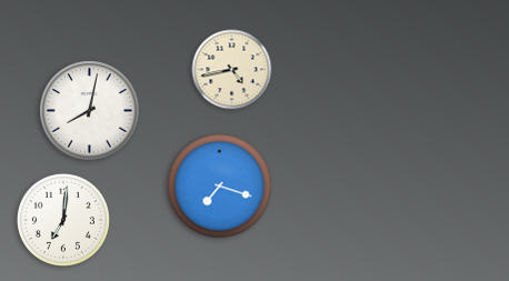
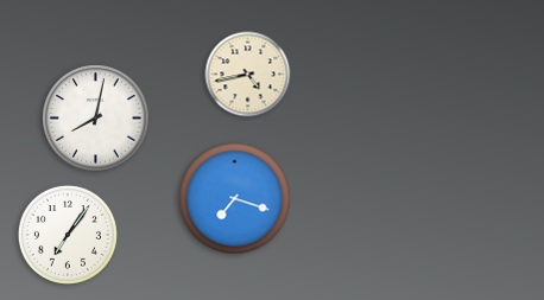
clock at (63, 220): 7:01 -> 7:06
